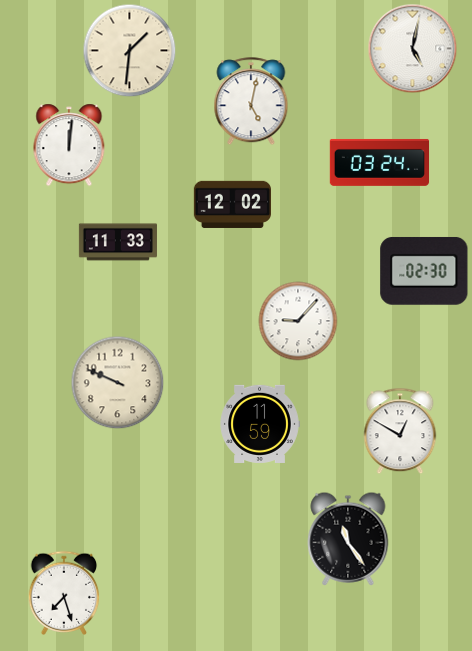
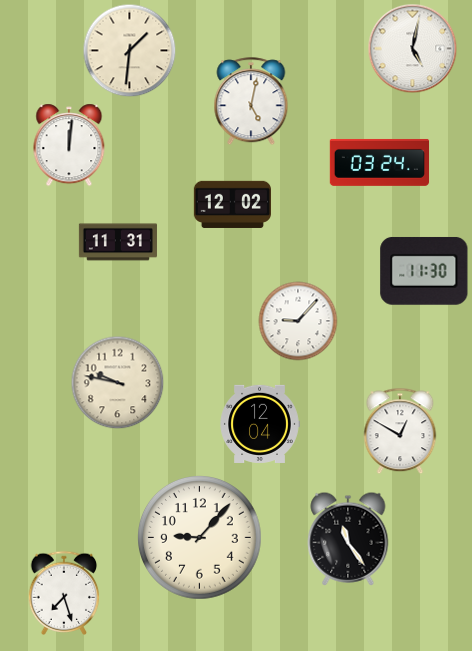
clock at (118, 242): 11:33 -> 11:31
clock at (424, 271): 02:30 -> 11:30
clock at (118, 383): 9:49 -> 9:47
clock at (260, 424): 11:59 -> 12:04
clock at (200, 538): none -> 9:07
